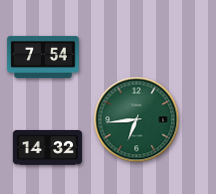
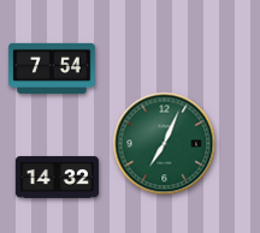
clock at (137, 120): 6:44 -> 7:04
